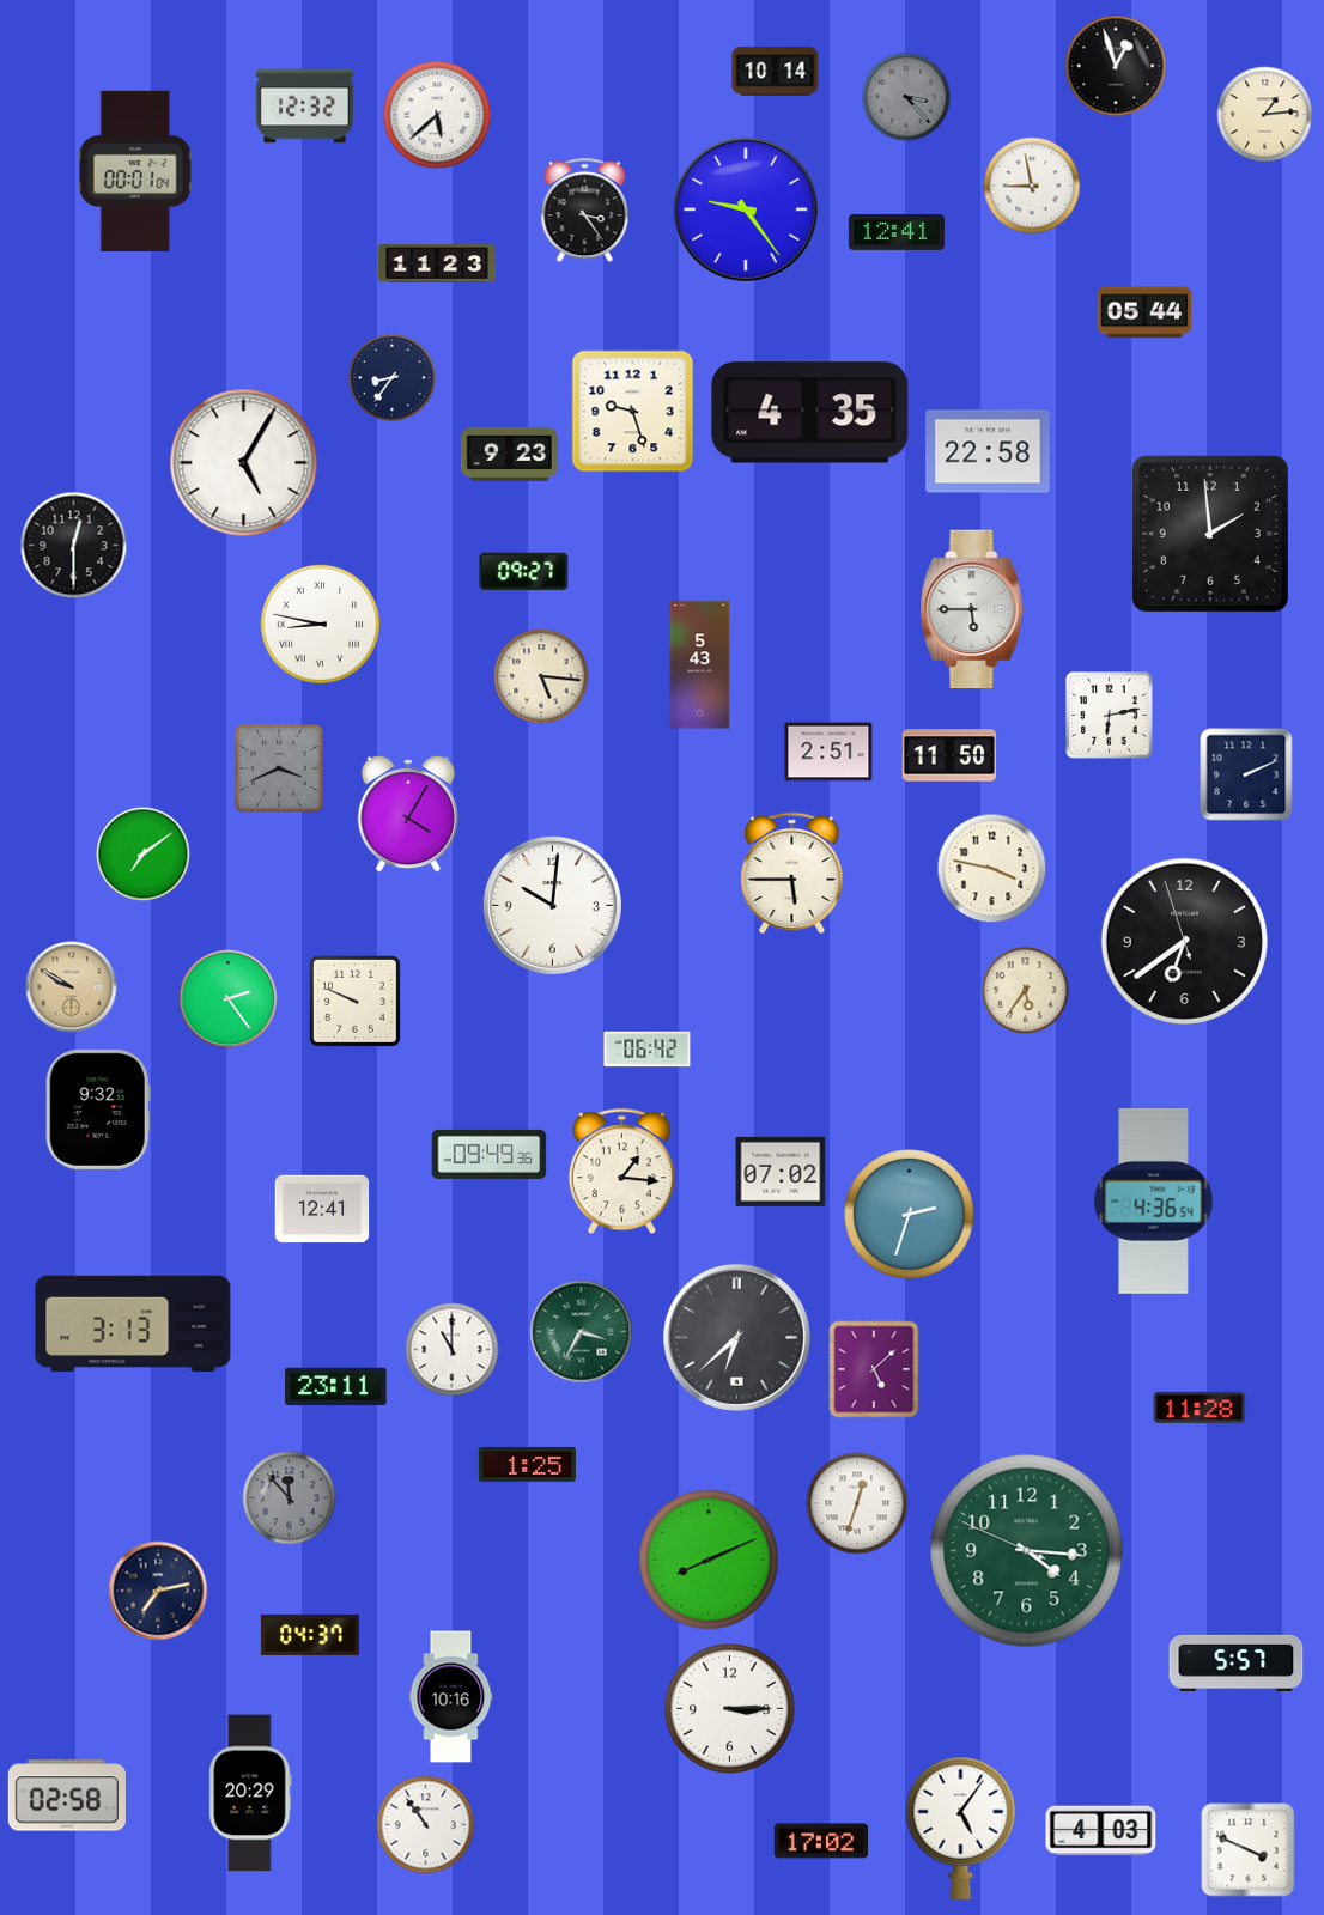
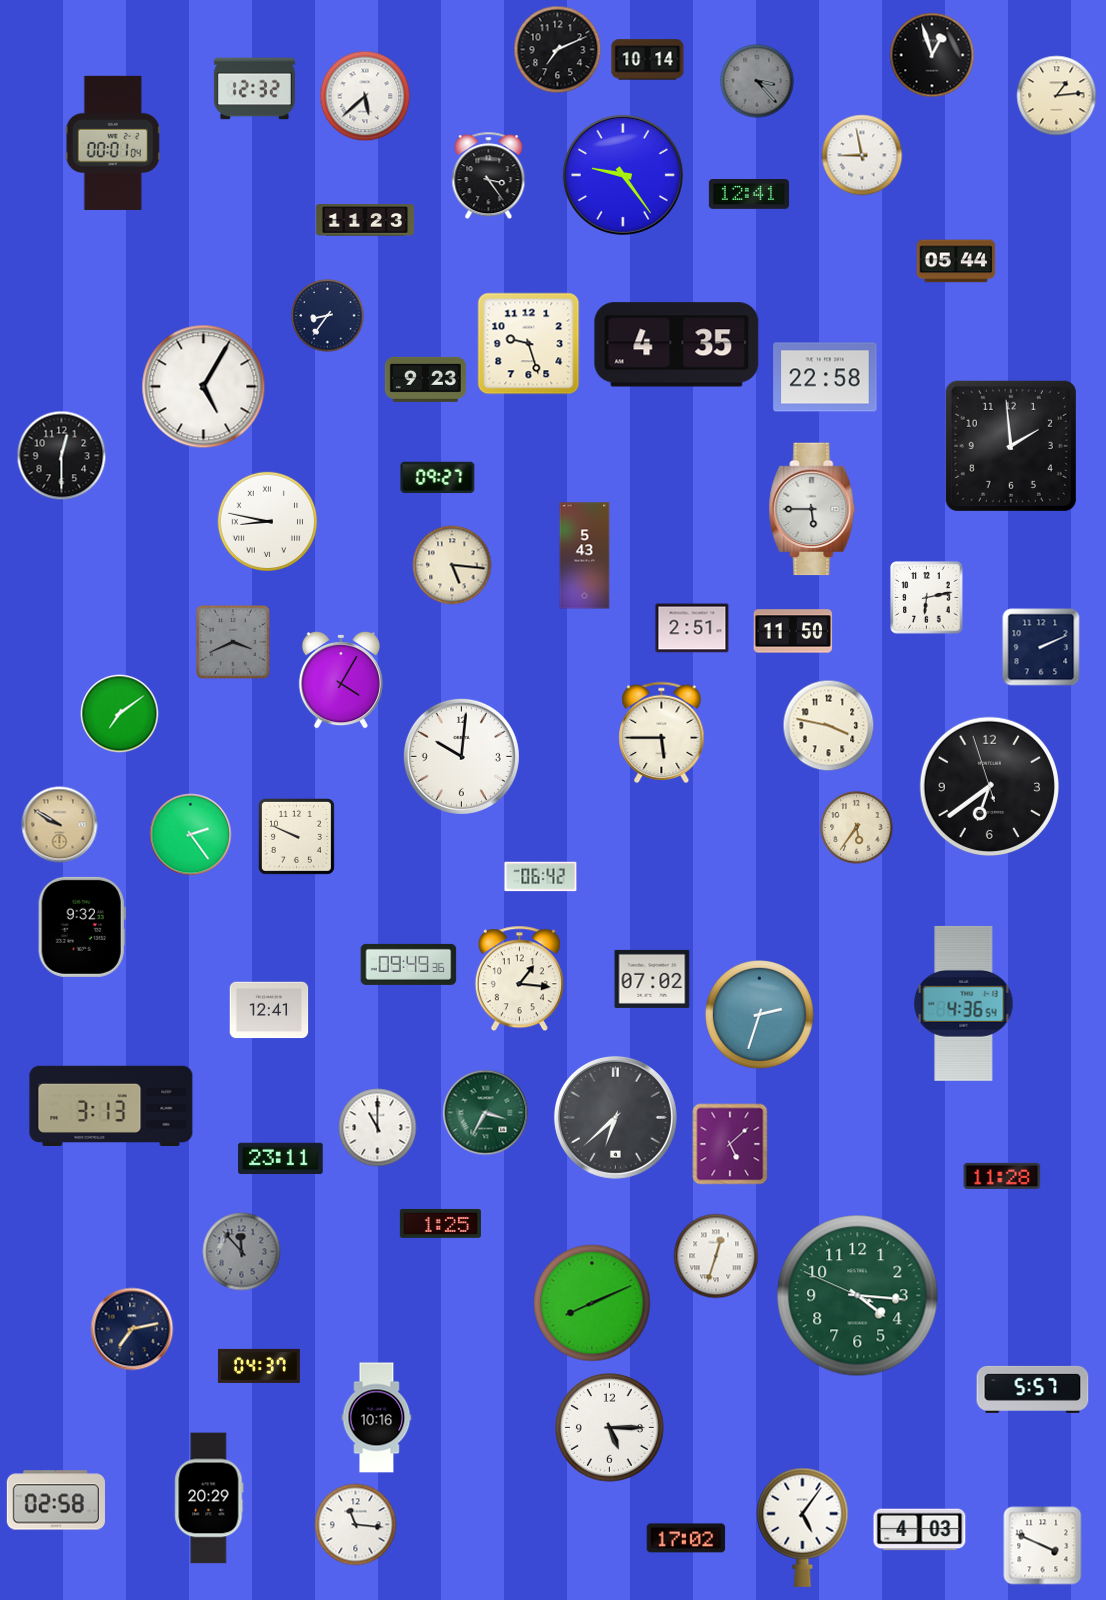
clock at (558, 50): none -> 7:11
clock at (792, 874) position: (792, 874) -> (662, 733)
clock at (730, 1709): 3:15 -> 5:15
clock at (426, 1825): 10:54 -> 11:16
